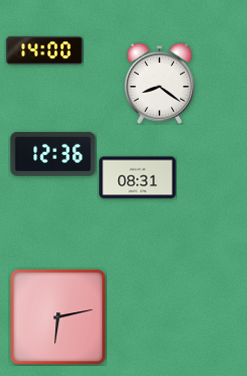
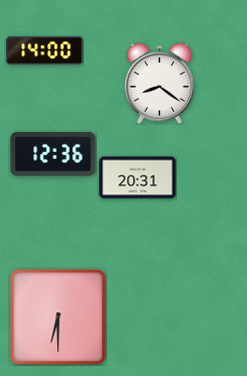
clock at (138, 178): 08:31 -> 20:31
clock at (58, 317): 6:13 -> 6:30
